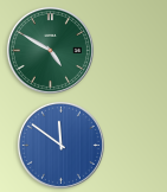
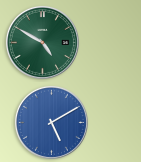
clock at (60, 145): 11:51 -> 5:10
